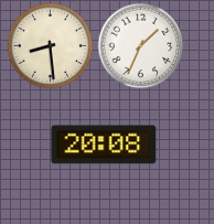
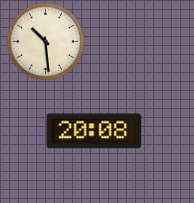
clock at (50, 45): 8:29 -> 10:29
clock at (140, 45): 1:34 -> none
